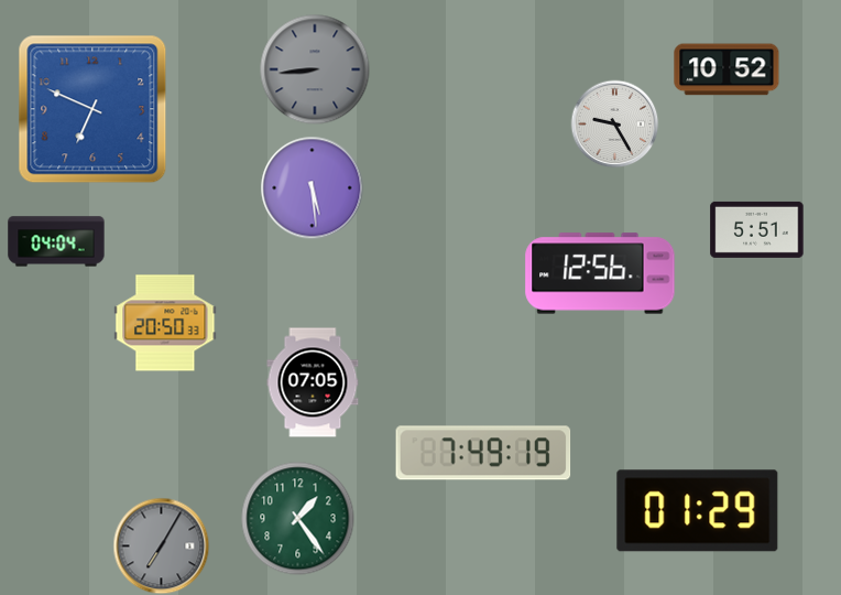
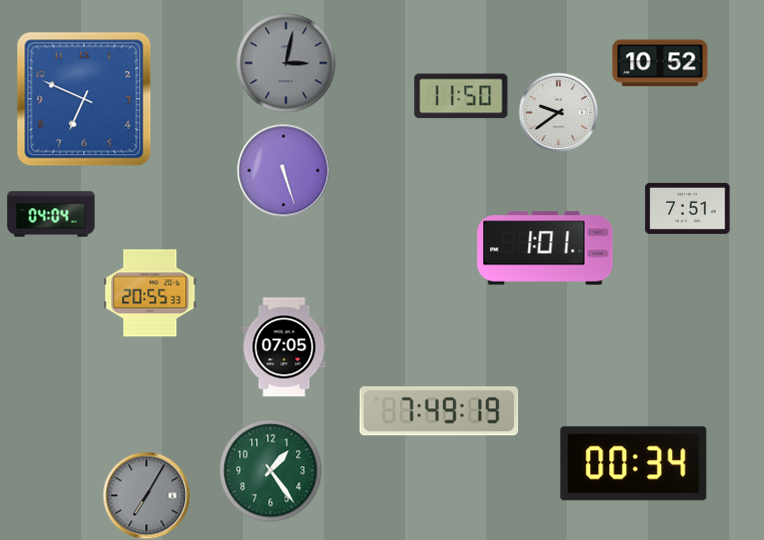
clock at (315, 69): 8:44 -> 3:02
clock at (461, 96): none -> 11:50
clock at (614, 123): 9:25 -> 9:39
clock at (312, 187): 5:29 -> 5:27
clock at (757, 229): 5:51 -> 7:51
clock at (56, 241) position: (56, 241) -> (51, 214)
clock at (600, 273): 12:56 -> 1:01
clock at (165, 323): 20:50 -> 20:55
clock at (698, 511): 01:29 -> 00:34
